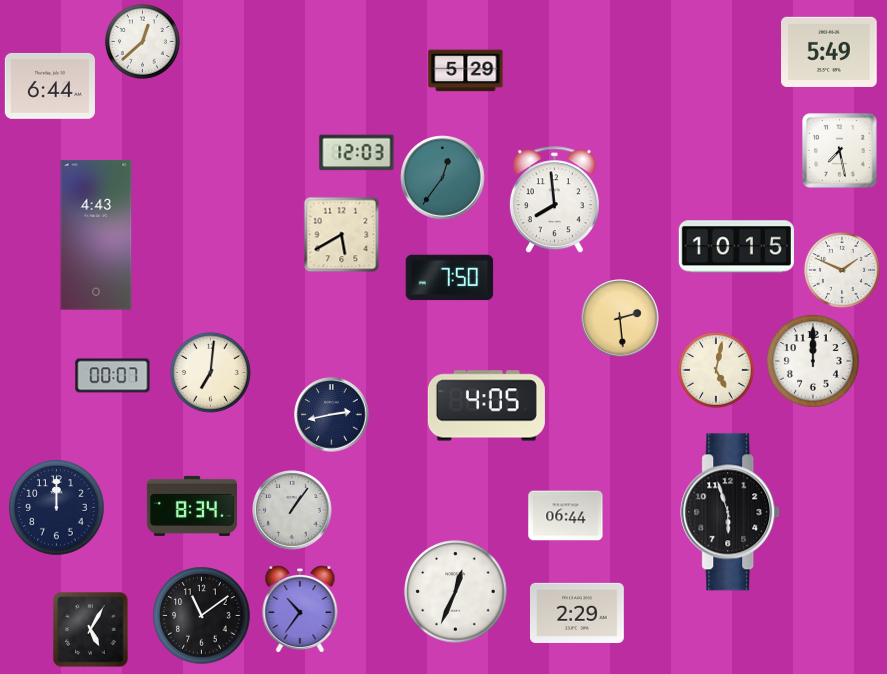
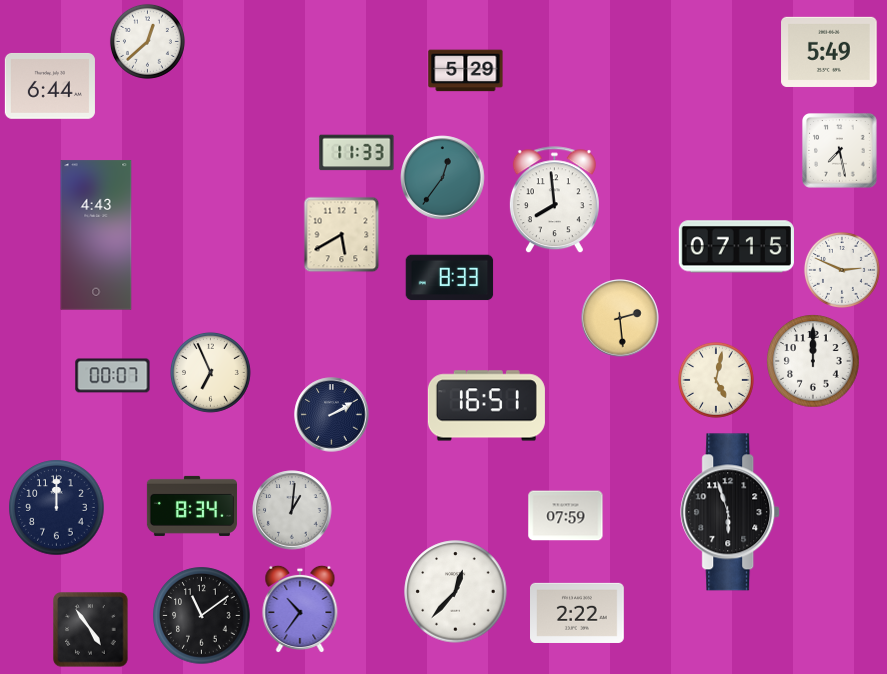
clock at (142, 41) position: (142, 41) -> (147, 41)
clock at (357, 153): 12:03 -> 11:33
clock at (736, 247): 10:15 -> 07:15
clock at (842, 270): 1:49 -> 2:49
clock at (450, 278): 7:50 -> 8:33
clock at (716, 370) position: (716, 370) -> (716, 380)
clock at (210, 373): 7:01 -> 6:56
clock at (486, 406): 4:05 -> 16:51
clock at (332, 415): 2:43 -> 2:10
clock at (292, 510): 1:06 -> 1:01
clock at (566, 516): 06:44 -> 07:59
clock at (456, 592): 12:34 -> 12:37
clock at (578, 613): 2:29 -> 2:22
clock at (91, 630): 5:05 -> 4:54
